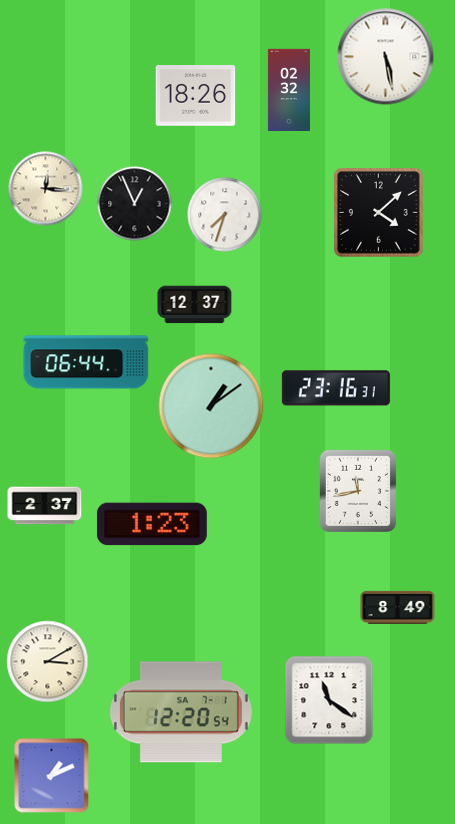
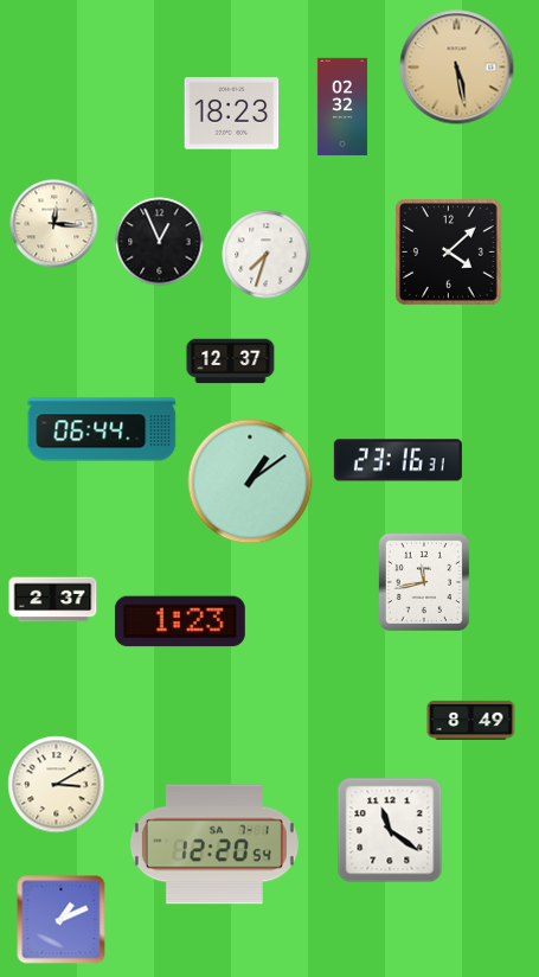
clock at (386, 57) dial: white -> champagne
clock at (196, 96): 18:26 -> 18:23
